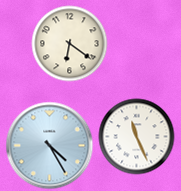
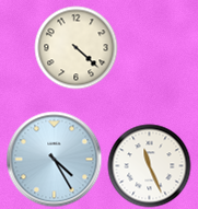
clock at (70, 44): 6:21 -> 4:22
clock at (137, 137) position: (137, 137) -> (150, 166)
